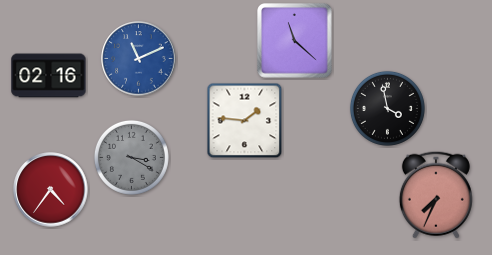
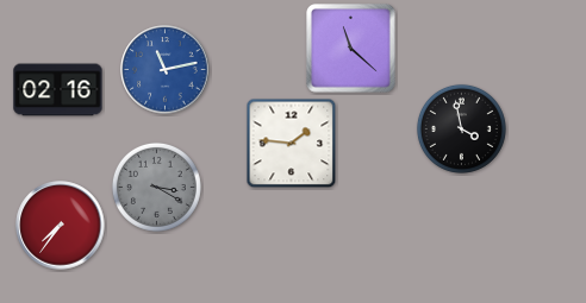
clock at (139, 59): 11:11 -> 11:13
clock at (51, 190): 4:36 -> 7:36
clock at (436, 195): 7:34 -> none
